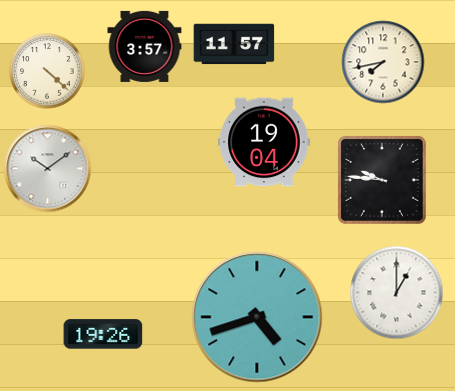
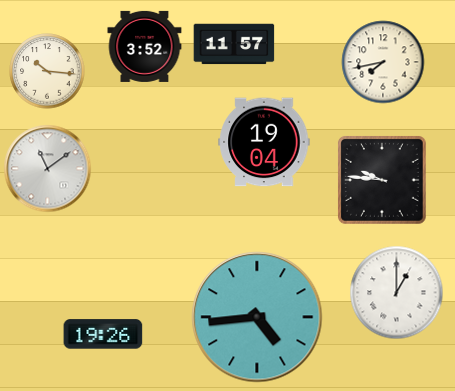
clock at (145, 46): 3:57 -> 3:52
clock at (47, 71): 4:22 -> 10:16
clock at (48, 169): 10:09 -> 11:09
clock at (257, 317): 4:42 -> 4:44
